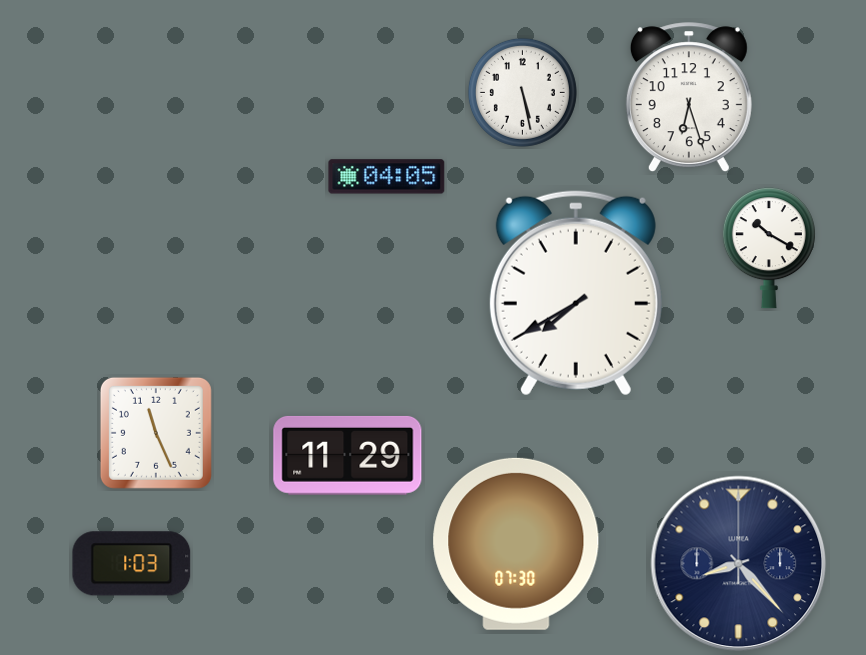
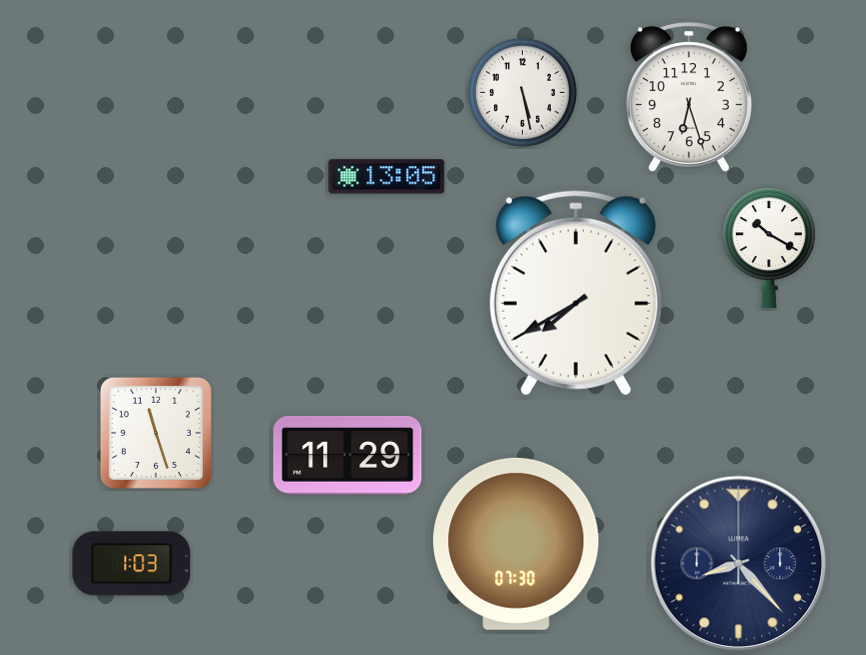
clock at (387, 177): 04:05 -> 13:05
clock at (156, 433): 11:26 -> 11:27
